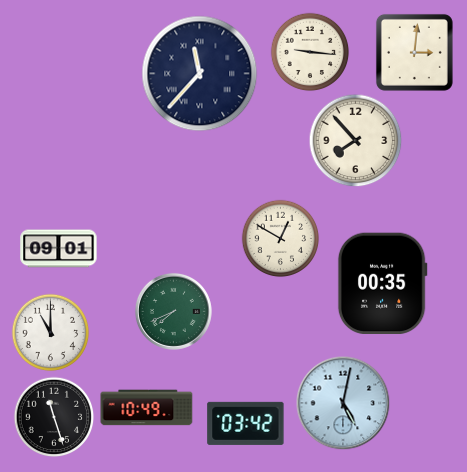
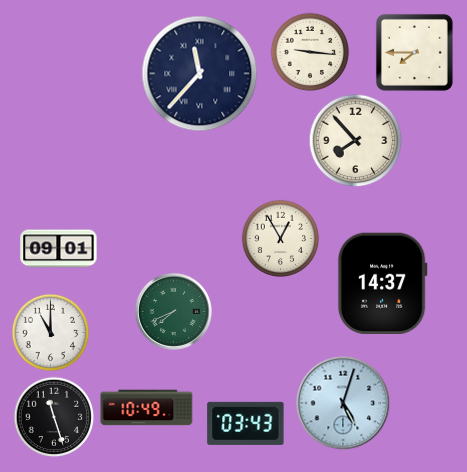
clock at (414, 52): 3:01 -> 7:45
clock at (280, 238): 12:50 -> 12:55
clock at (382, 283): 00:35 -> 14:37
clock at (343, 403): 5:02 -> 5:03
clock at (246, 423): 03:42 -> 03:43
